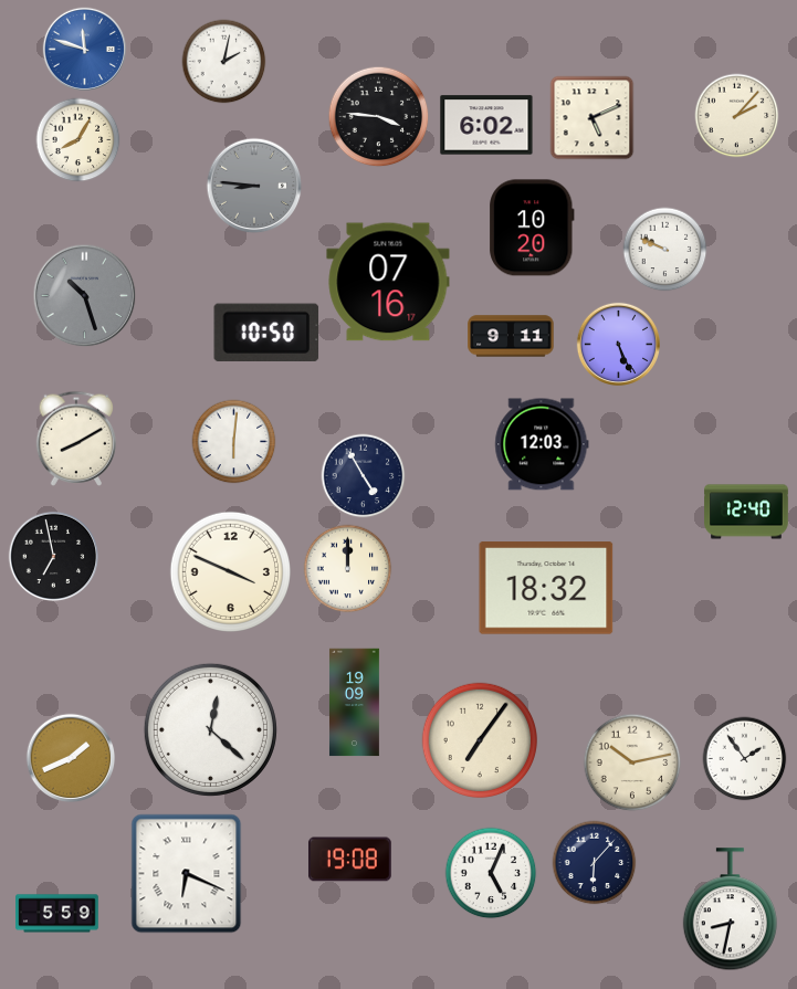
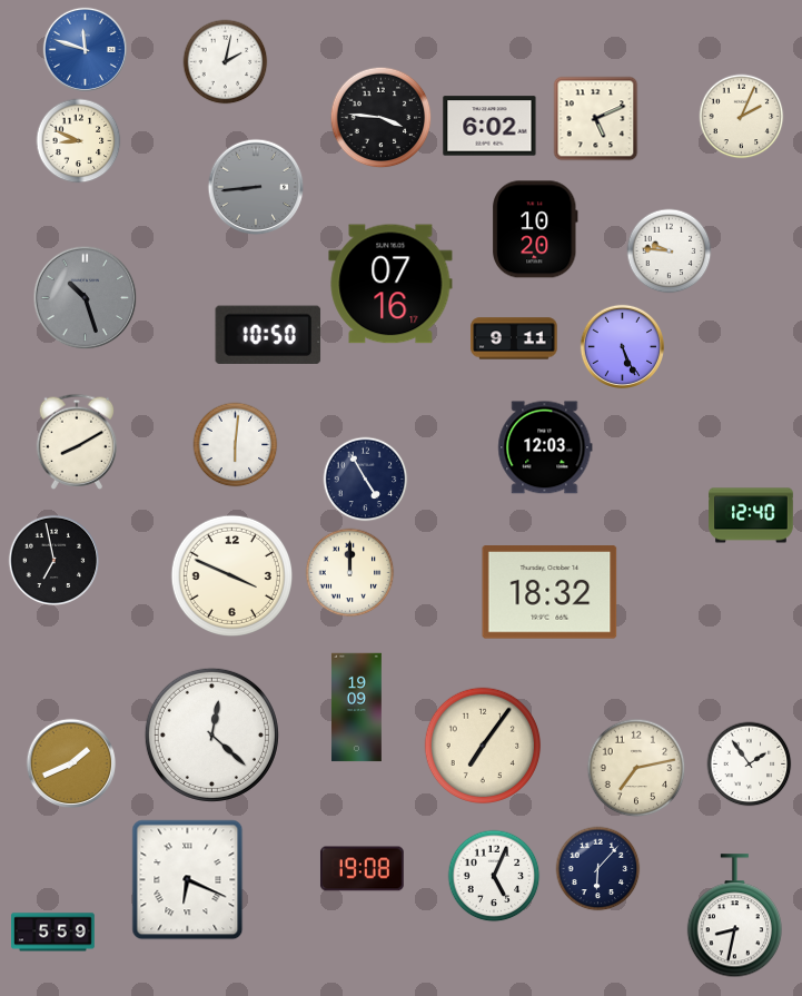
clock at (737, 116): 2:07 -> 2:04
clock at (78, 140): 8:05 -> 8:49
clock at (254, 186): 8:46 -> 8:44
clock at (665, 250): 9:49 -> 9:46
clock at (632, 762): 10:13 -> 7:13
clock at (349, 860) position: (349, 860) -> (362, 869)
clock at (491, 873) position: (491, 873) -> (494, 876)
clock at (57, 914) position: (57, 914) -> (53, 933)
